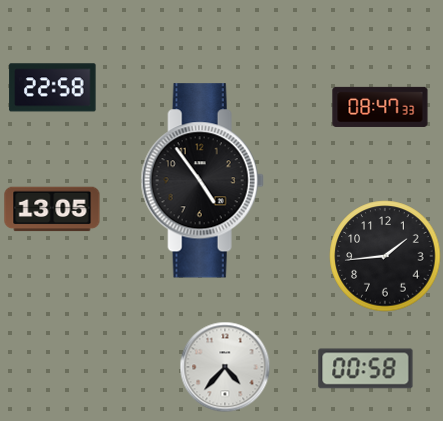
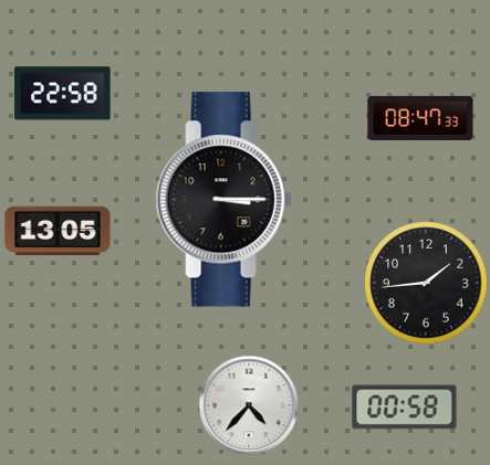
clock at (53, 88) position: (53, 88) -> (63, 94)
clock at (202, 181): 4:54 -> 3:15
